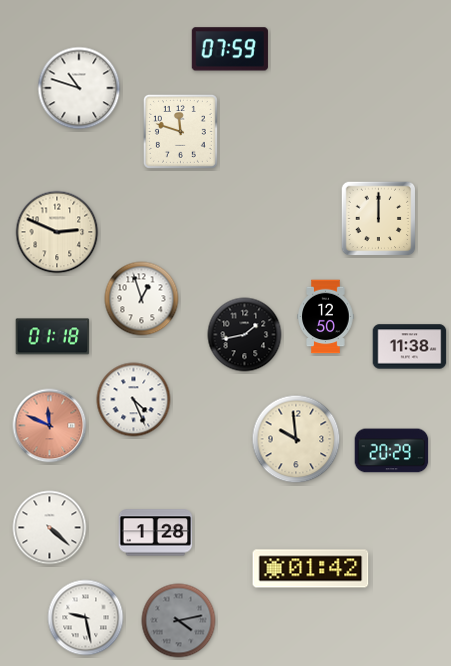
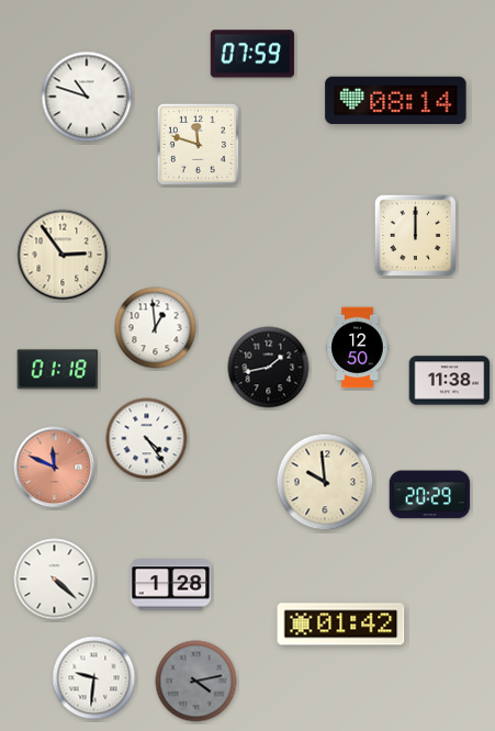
clock at (396, 100): none -> 08:14
clock at (379, 219) position: (379, 219) -> (416, 236)
clock at (57, 232): 2:49 -> 2:54
clock at (142, 299): 12:57 -> 12:59
clock at (134, 400): 4:26 -> 4:24
clock at (86, 618): 9:28 -> 9:31
